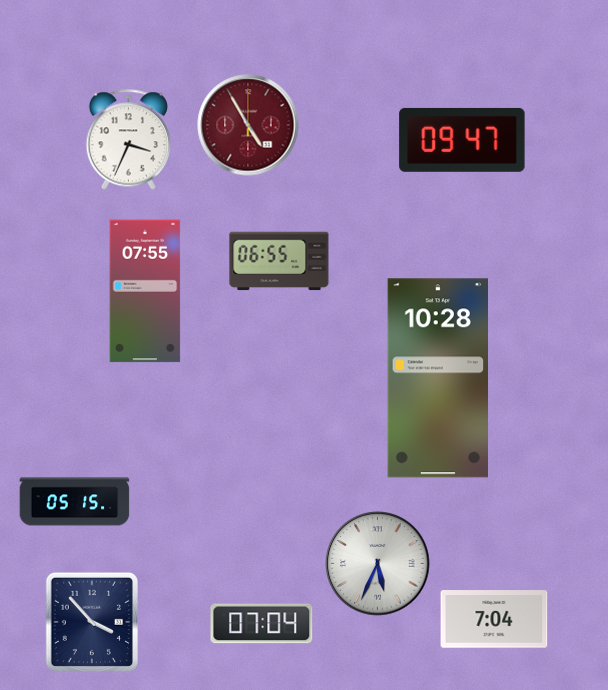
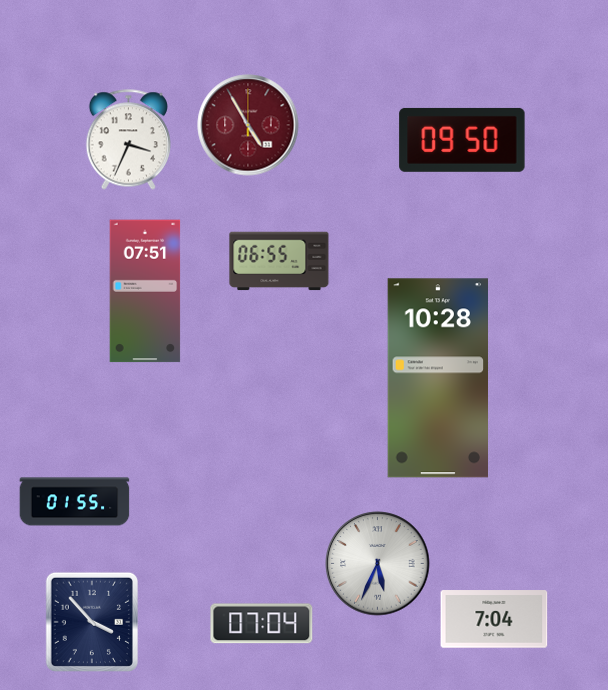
clock at (462, 140): 09:47 -> 09:50
clock at (145, 291): 07:55 -> 07:51
clock at (75, 502): 05:15 -> 01:55
